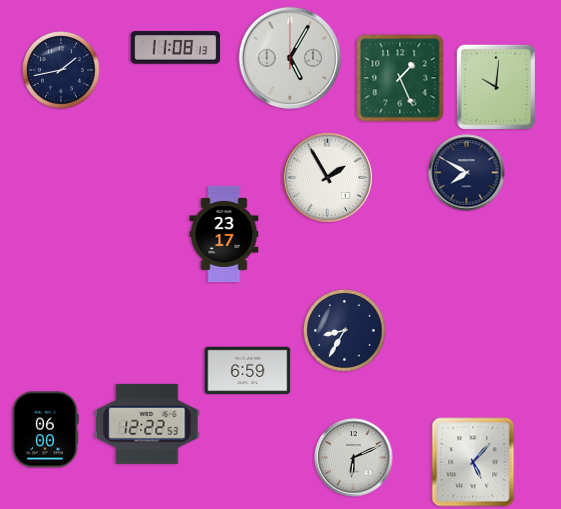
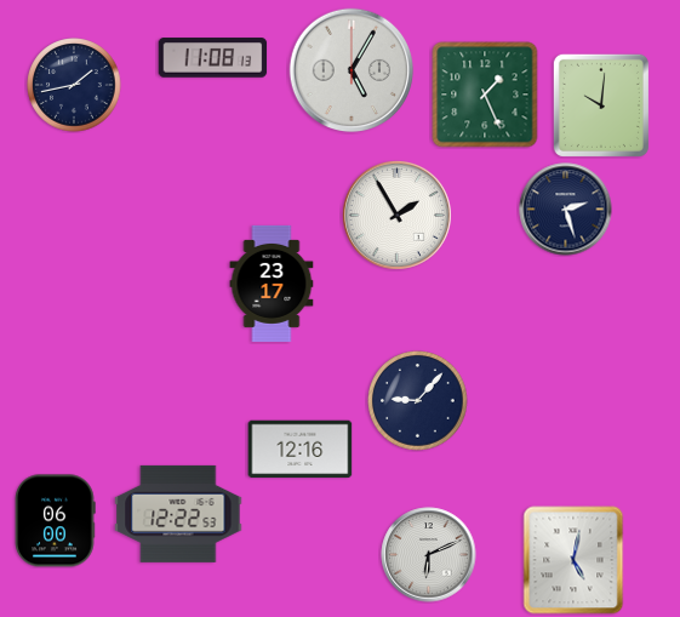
clock at (467, 173): 7:50 -> 2:27
clock at (345, 331): 8:35 -> 9:07
clock at (248, 371): 6:59 -> 12:16
clock at (473, 462): 5:07 -> 5:02
